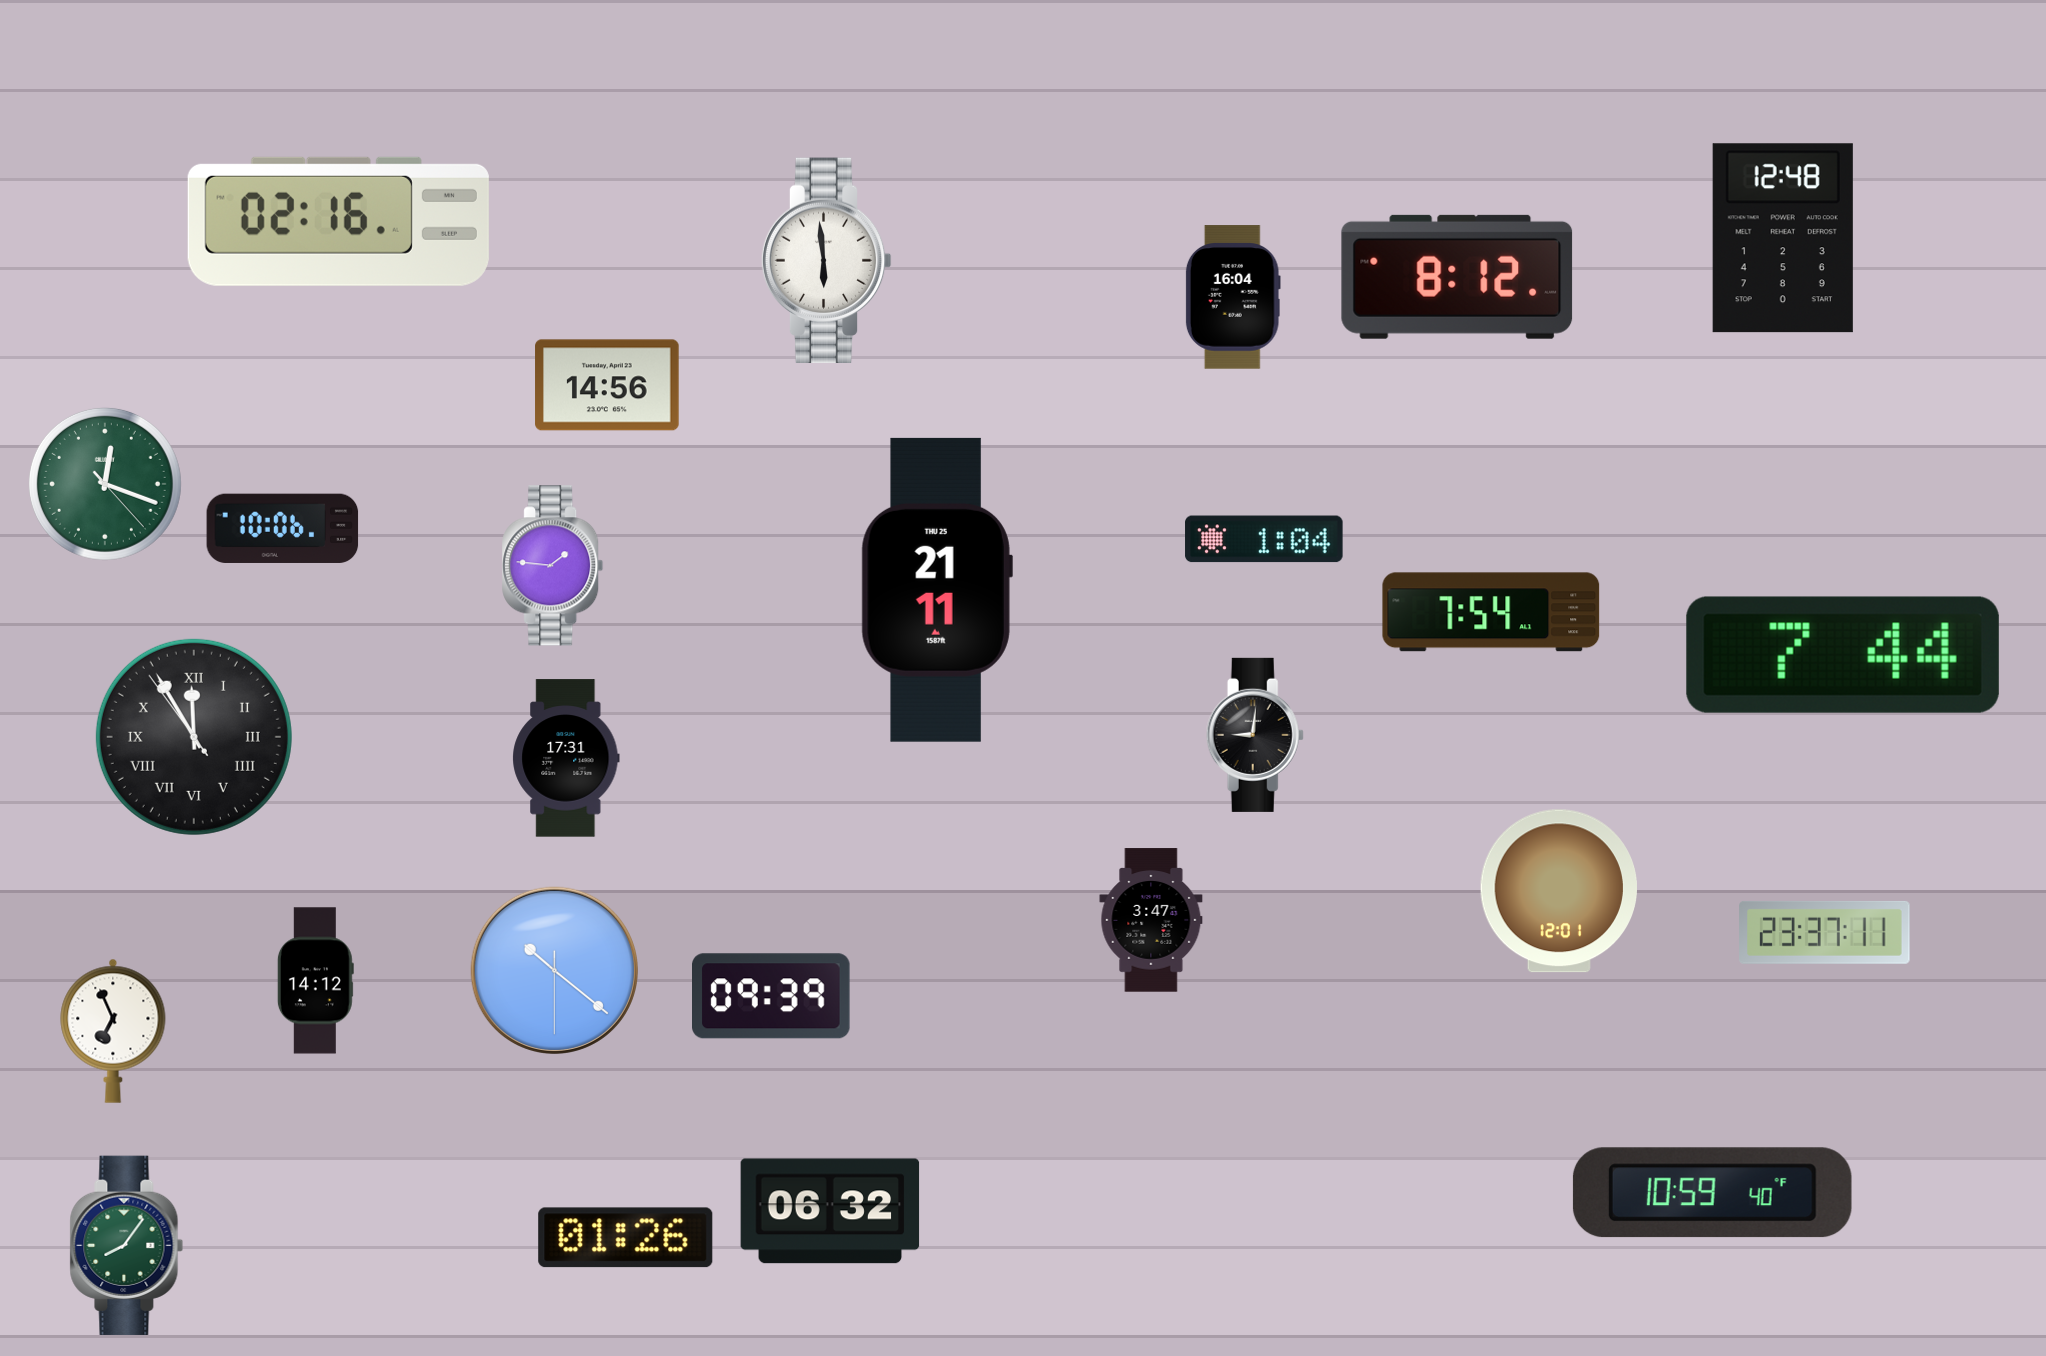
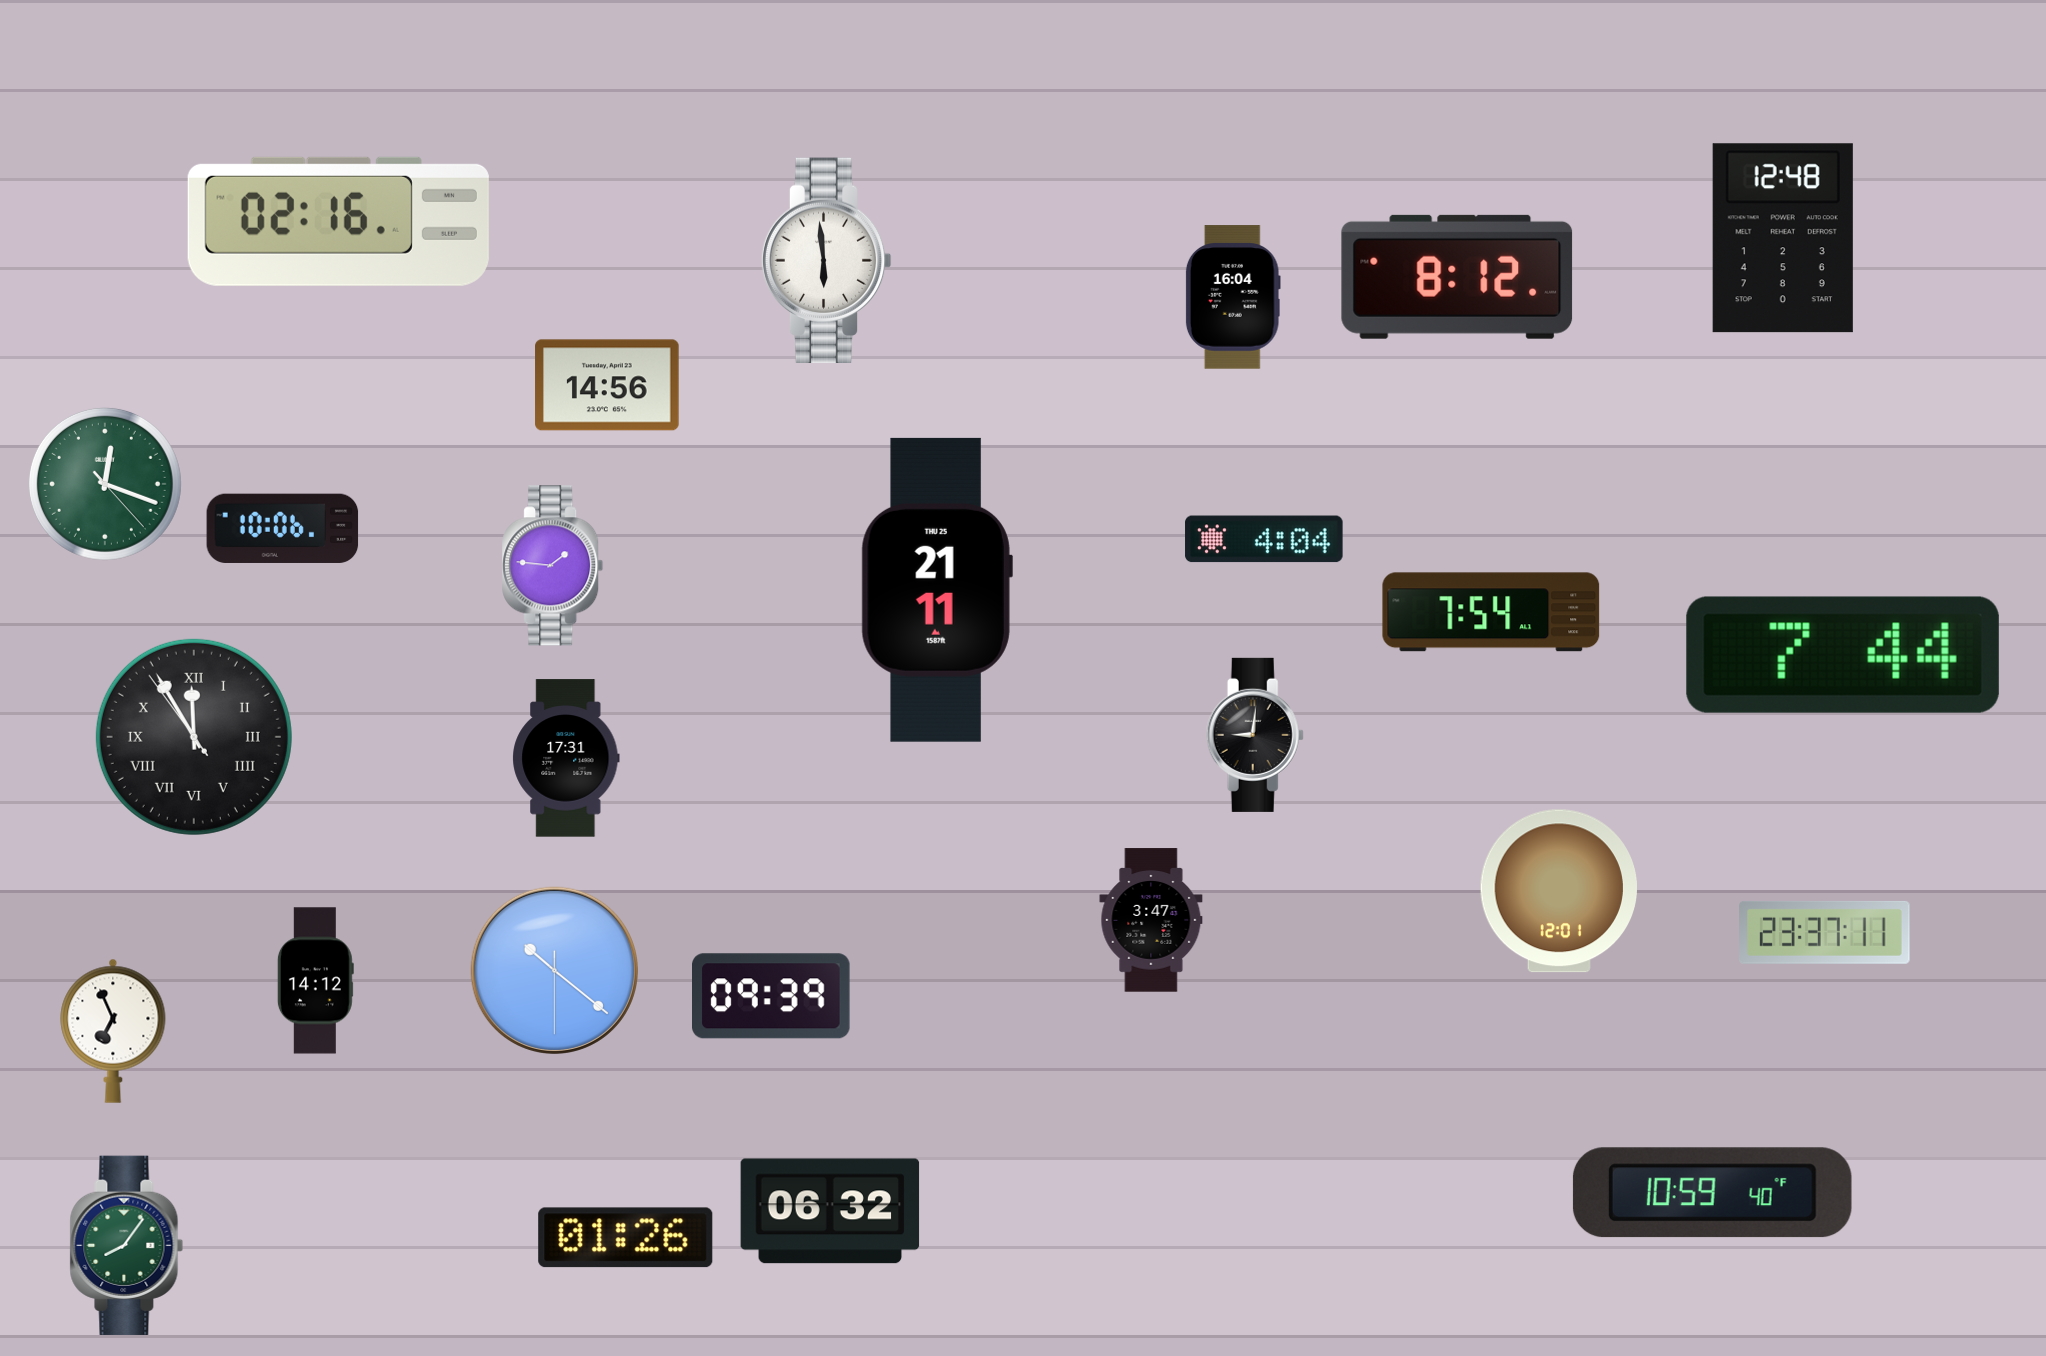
clock at (1264, 539): 1:04 -> 4:04
